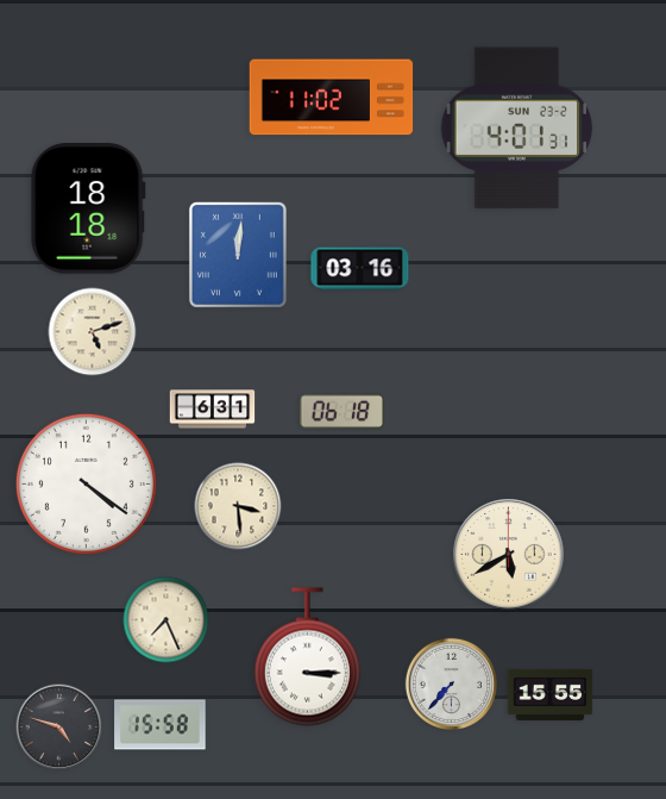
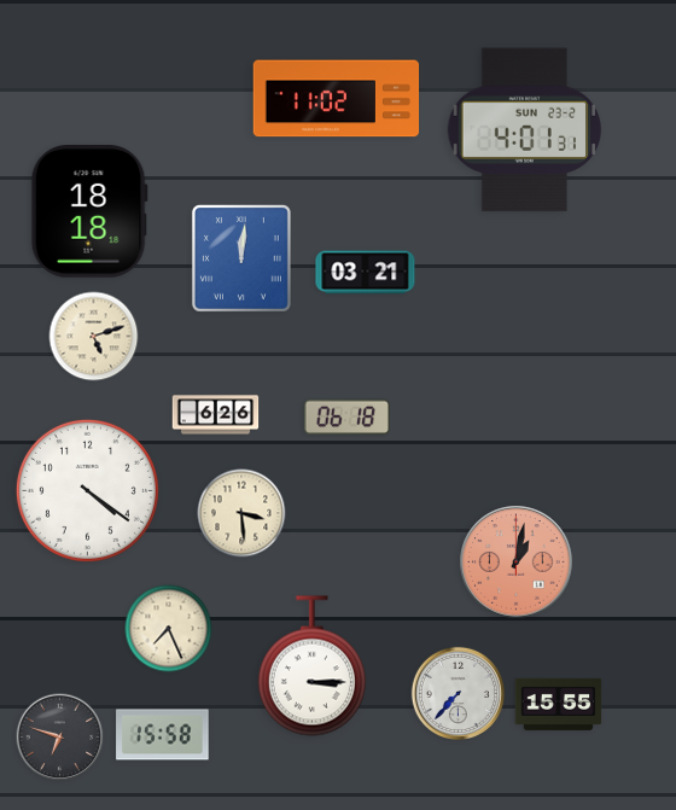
clock at (360, 269): 03:16 -> 03:21
clock at (213, 410): 6:31 -> 6:26
clock at (509, 555): 5:40 -> 1:02
clock at (509, 555) dial: cream -> salmon
clock at (59, 728): 4:48 -> 6:48
